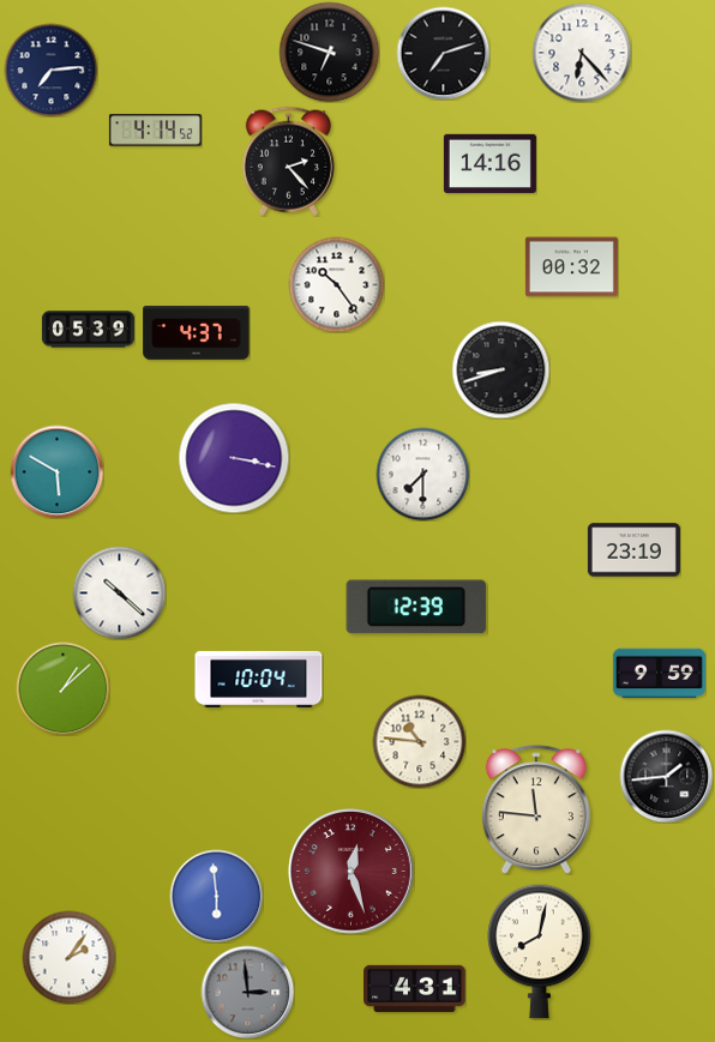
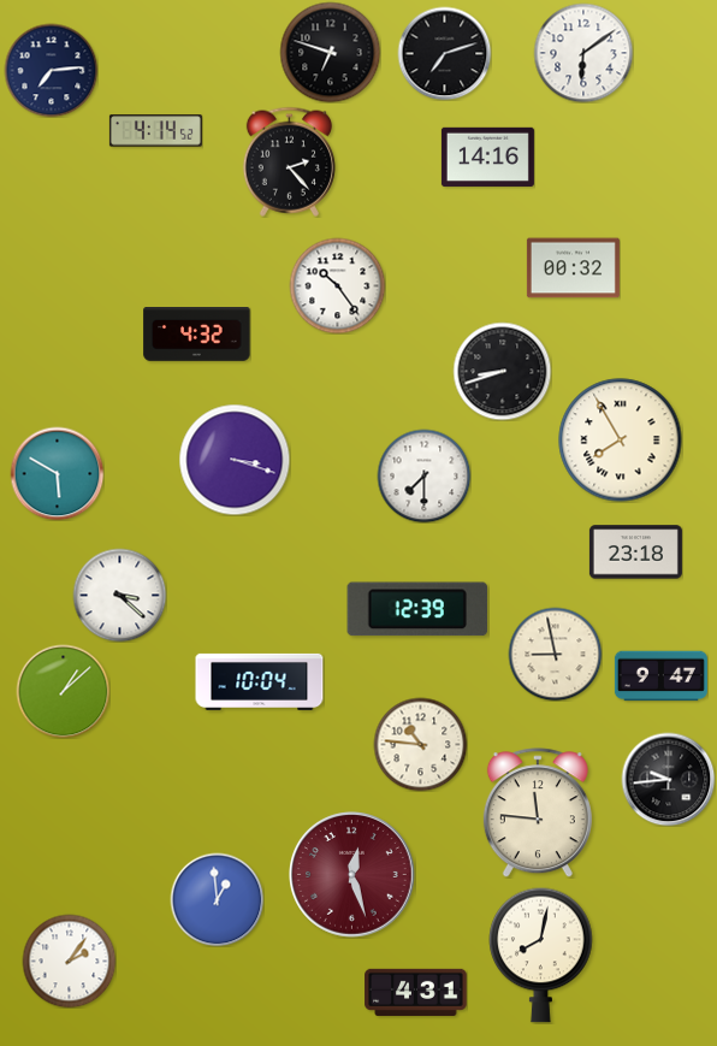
clock at (582, 53): 6:23 -> 6:09
clock at (489, 163) position: (489, 163) -> (487, 156)
clock at (88, 330): 05:39 -> none
clock at (197, 333): 4:37 -> 4:32
clock at (621, 441): none -> 7:55
clock at (234, 458): 3:17 -> 3:18
clock at (633, 550): 23:19 -> 23:18
clock at (119, 592): 10:22 -> 3:22
clock at (555, 654): none -> 8:58
clock at (659, 674): 9:59 -> 9:47
clock at (666, 776): 1:44 -> 9:44
clock at (216, 896): 5:59 -> 12:59
clock at (247, 992): 2:59 -> none
